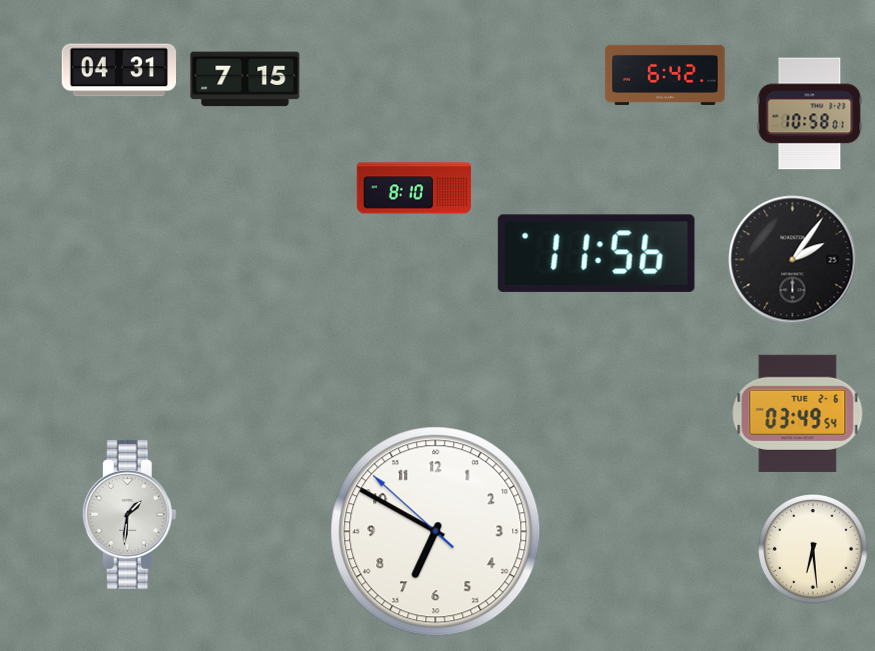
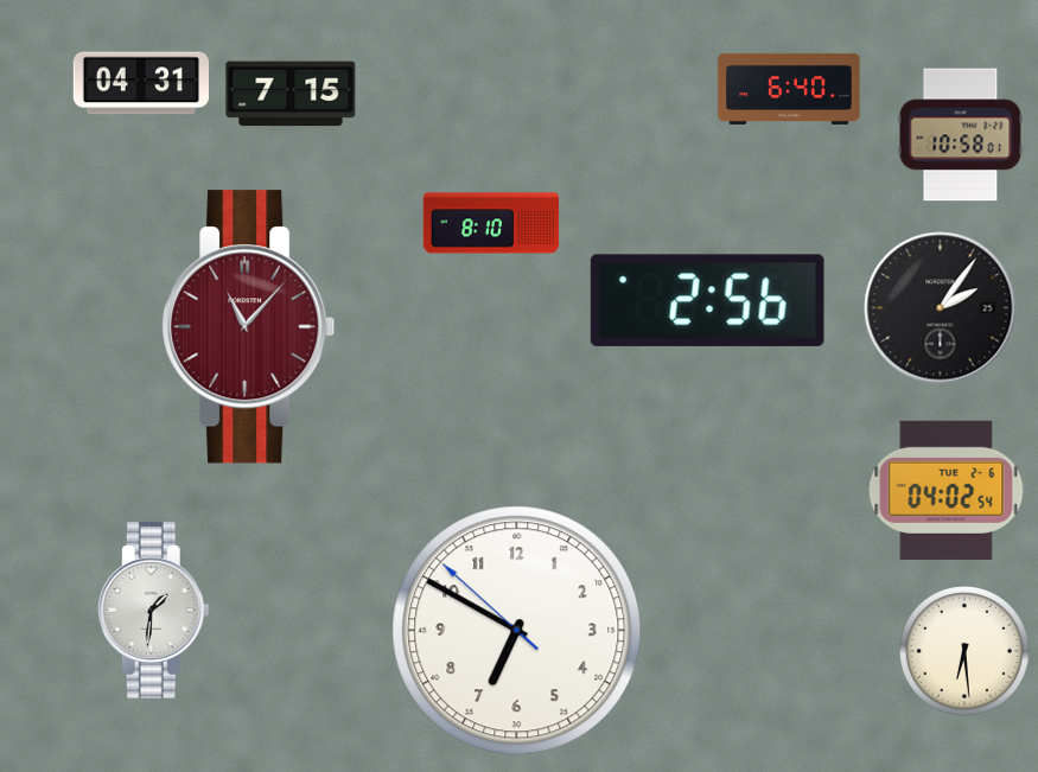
clock at (665, 75): 6:42 -> 6:40
clock at (596, 253): 11:56 -> 2:56
clock at (249, 327): none -> 11:07
clock at (798, 413): 03:49 -> 04:02
